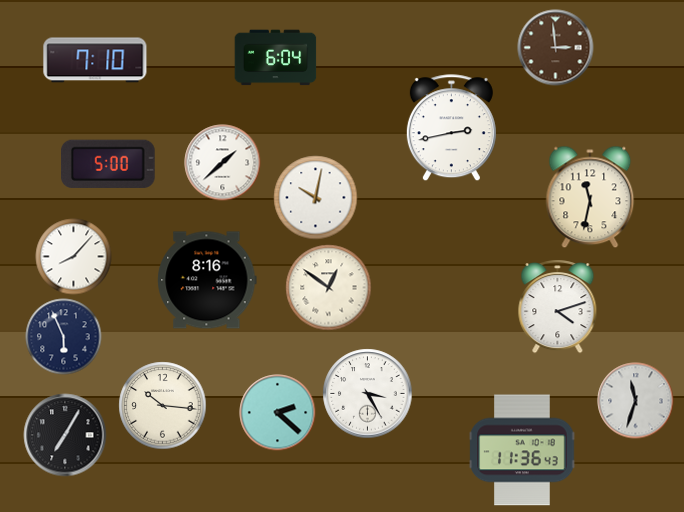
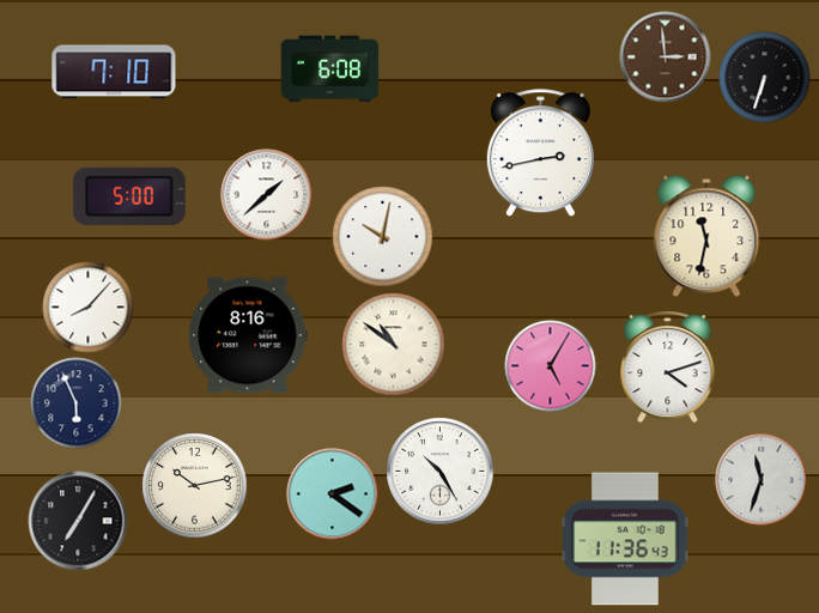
clock at (276, 58): 6:04 -> 6:08
clock at (765, 78): none -> 6:33
clock at (316, 198) position: (316, 198) -> (383, 237)
clock at (329, 288): 12:51 -> 10:51
clock at (551, 366): none -> 5:05
clock at (368, 394): 3:25 -> 10:25
clock at (163, 406): 10:16 -> 10:13
clock at (278, 413): 2:22 -> 2:21
